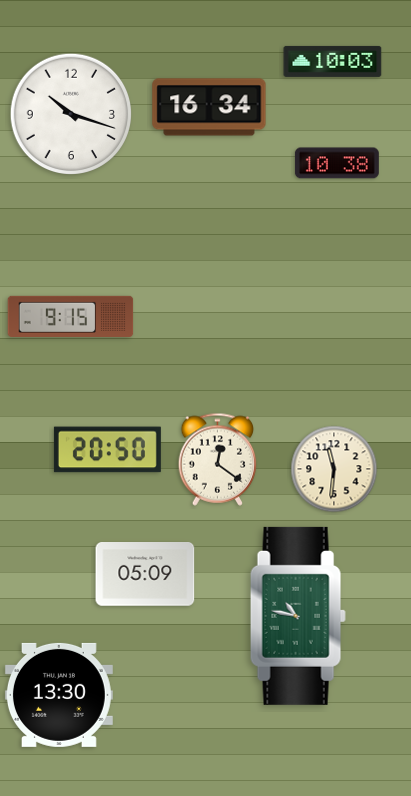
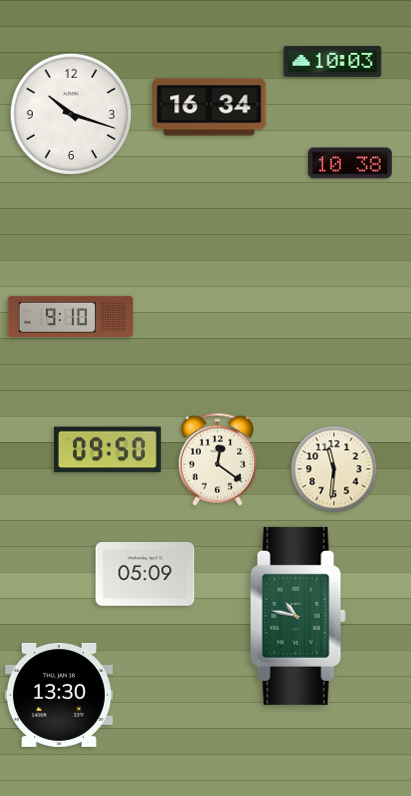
clock at (337, 163) position: (337, 163) -> (350, 163)
clock at (71, 316): 9:15 -> 9:10
clock at (107, 450): 20:50 -> 09:50
